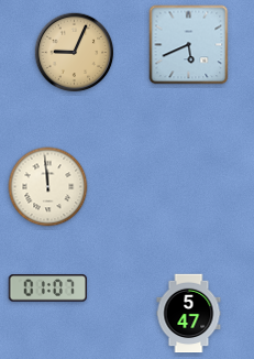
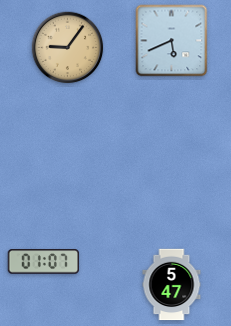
clock at (75, 53): 9:04 -> 9:06
clock at (48, 187): 11:59 -> none
